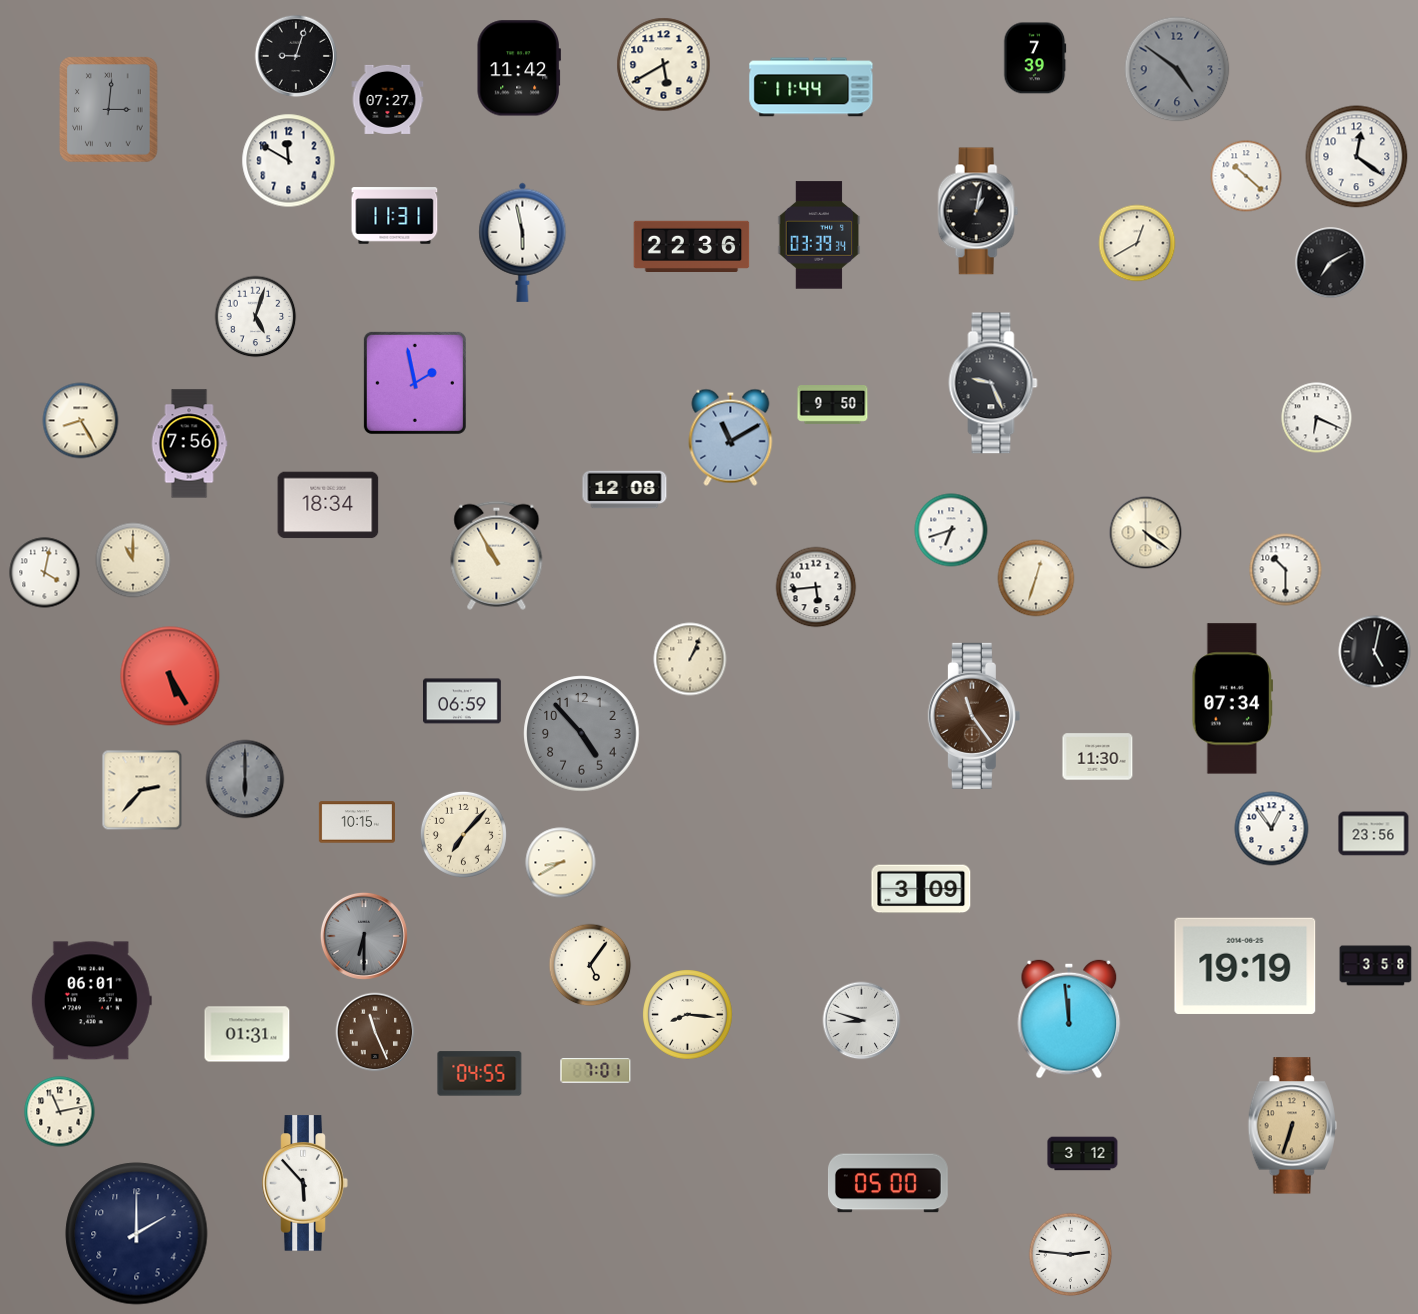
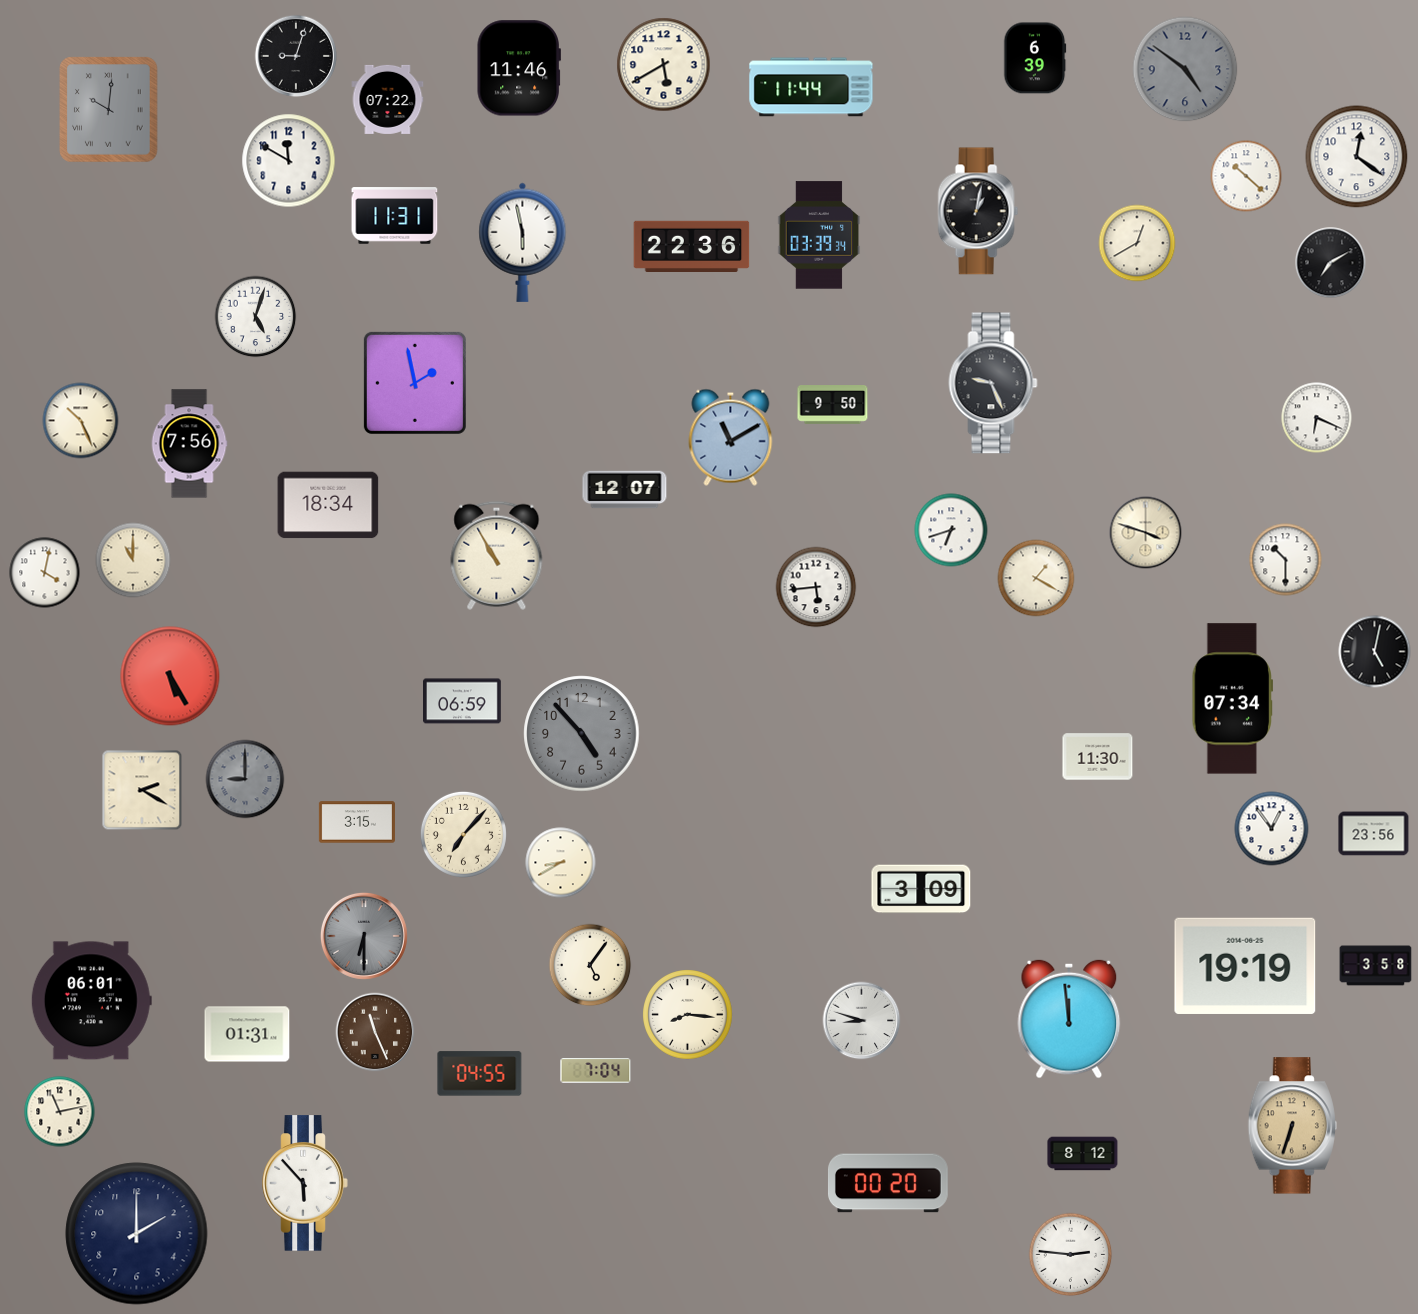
clock at (1035, 58): 7:39 -> 6:39
clock at (519, 68): 11:42 -> 11:46
clock at (1177, 69) position: (1177, 69) -> (1185, 69)
clock at (388, 99): 07:27 -> 07:22
clock at (109, 110): 3:01 -> 10:01
clock at (81, 421): 8:25 -> 10:26
clock at (625, 490): 12:08 -> 12:07
clock at (1146, 533): 4:21 -> 3:48
clock at (1286, 570) position: (1286, 570) -> (1286, 560)
clock at (1036, 578): 12:33 -> 1:20
clock at (690, 659): 1:04 -> none
clock at (974, 716): 11:24 -> none
clock at (245, 779): 6:00 -> 9:00
clock at (142, 790): 2:37 -> 2:20
clock at (357, 822): 10:15 -> 3:15
clock at (596, 1071): 7:01 -> 7:04
clock at (1083, 1154): 3:12 -> 8:12
clock at (888, 1183): 05:00 -> 00:20
